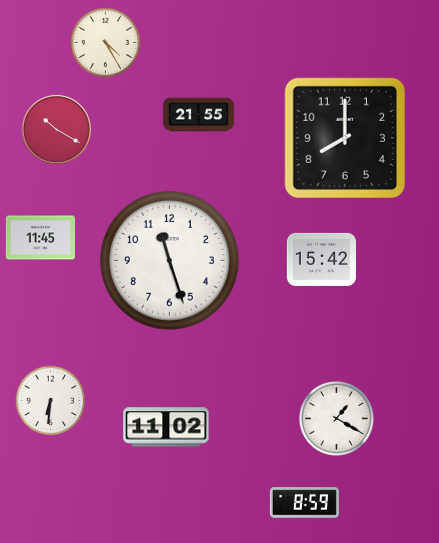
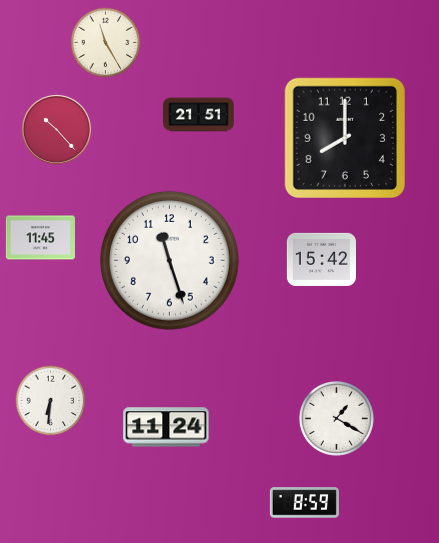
clock at (106, 43): 4:25 -> 11:25
clock at (199, 115): 21:55 -> 21:51
clock at (56, 129): 10:20 -> 10:23
clock at (166, 427): 11:02 -> 11:24
